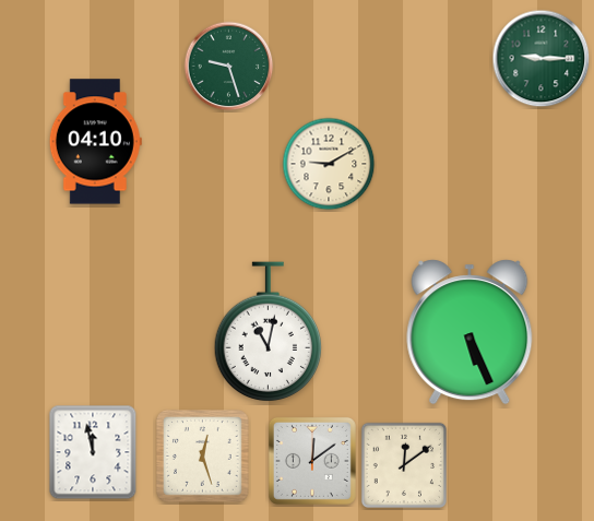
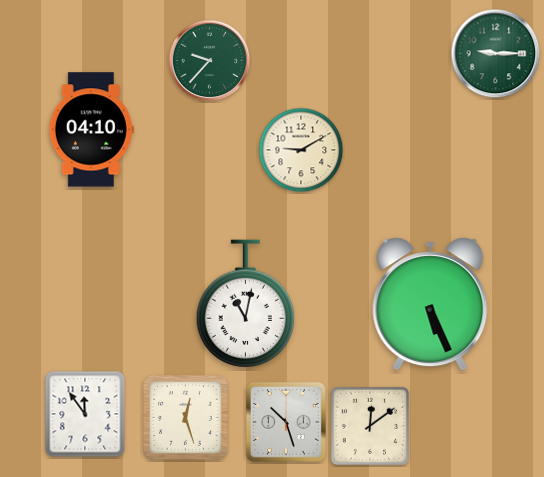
clock at (229, 67): 9:27 -> 9:37
clock at (95, 142) position: (95, 142) -> (91, 130)
clock at (93, 452): 11:58 -> 11:54
clock at (312, 461): 12:09 -> 10:27
